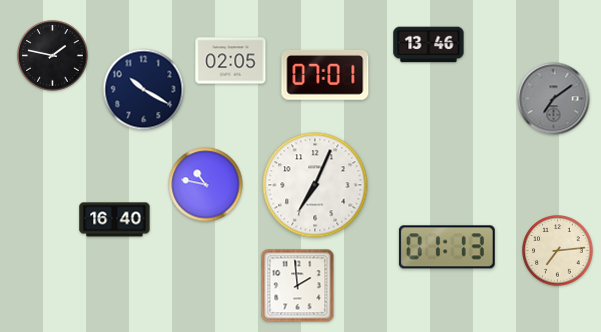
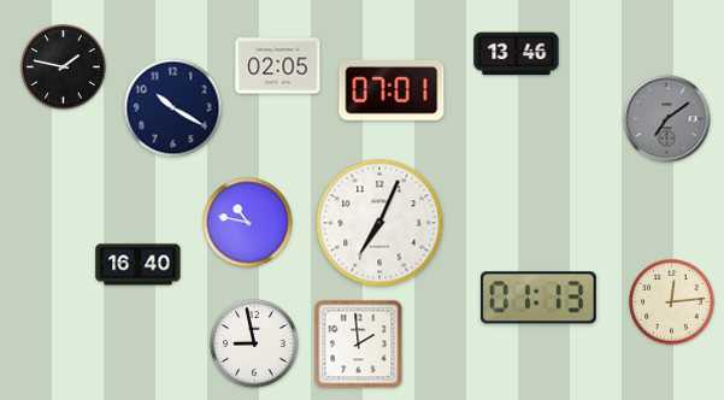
clock at (231, 61) position: (231, 61) -> (278, 66)
clock at (558, 251): 7:14 -> 12:14
clock at (254, 343): none -> 8:58
